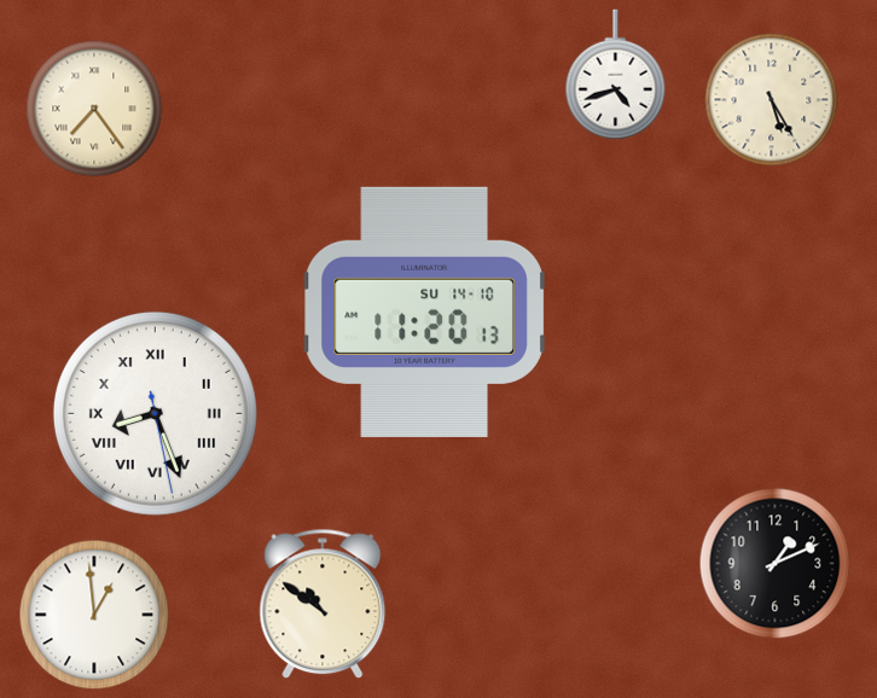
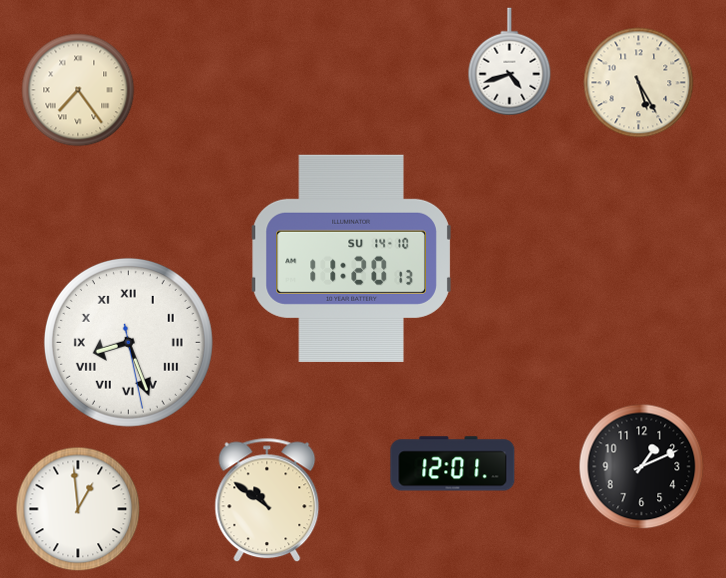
clock at (453, 464): none -> 12:01
